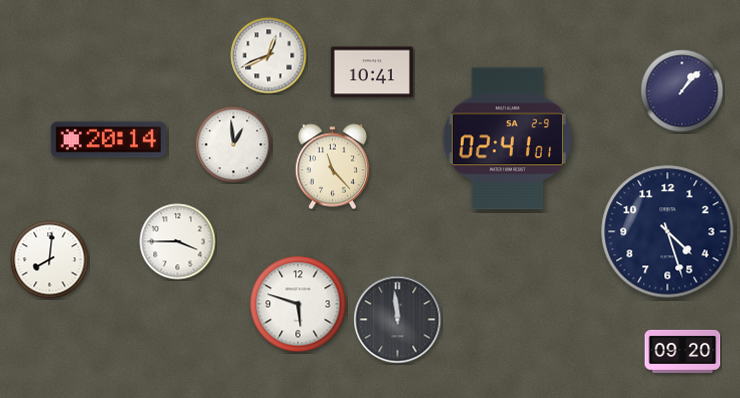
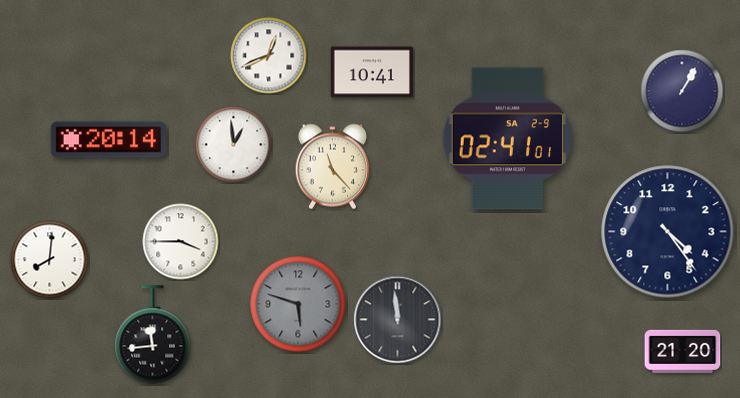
clock at (682, 91): 1:07 -> 1:05
clock at (668, 232): 4:27 -> 4:24
clock at (178, 242) position: (178, 242) -> (181, 242)
clock at (298, 304) dial: white -> grey
clock at (153, 335): none -> 11:44
clock at (683, 351): 09:20 -> 21:20
